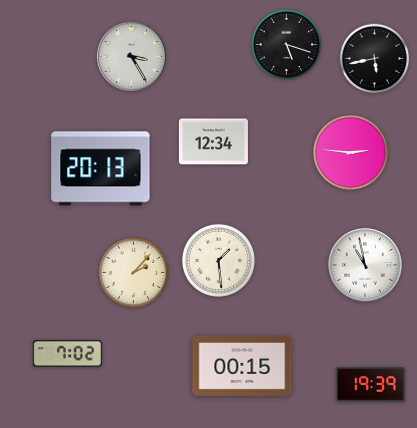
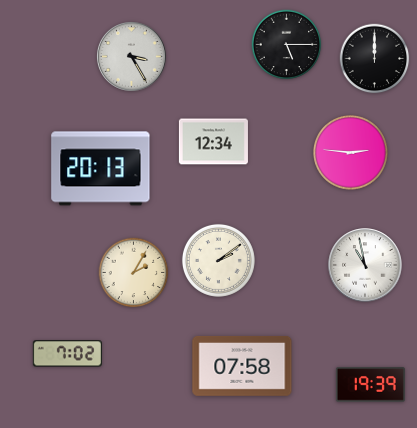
clock at (287, 45): 5:18 -> 5:15
clock at (375, 59): 5:43 -> 12:00
clock at (218, 260): 1:29 -> 2:09
clock at (134, 273): 2:07 -> 2:05
clock at (242, 366): 00:15 -> 07:58
